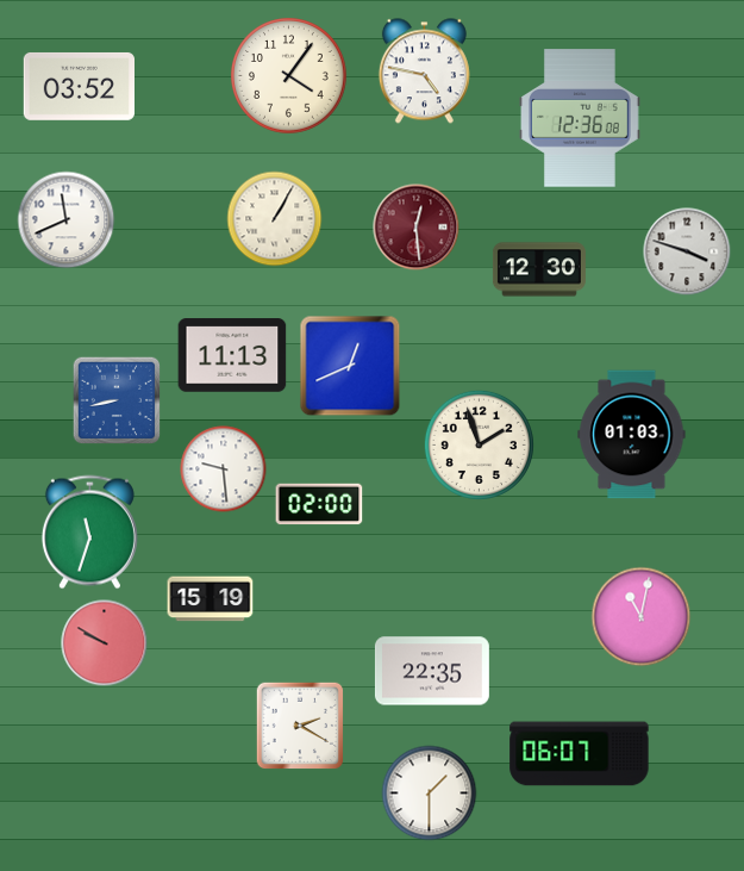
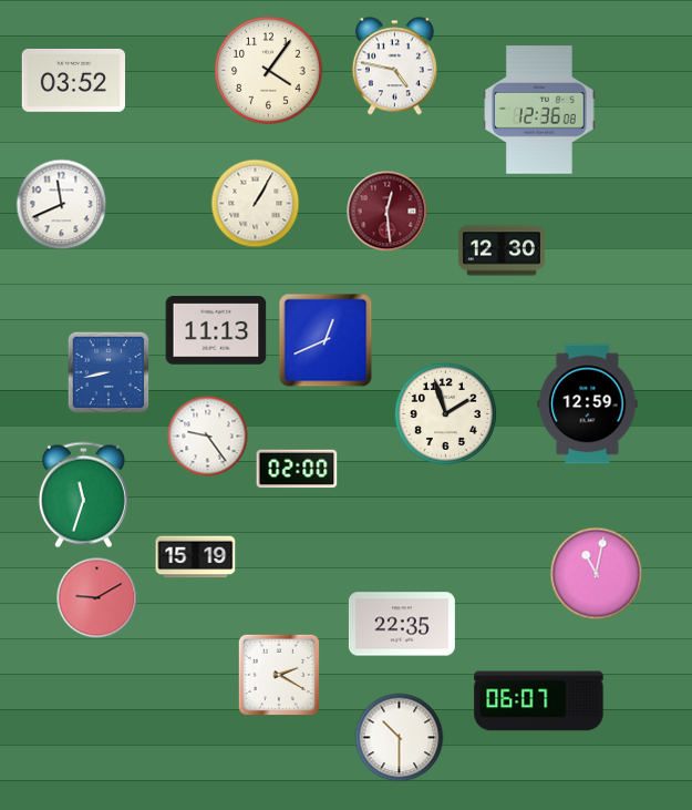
clock at (687, 251): 3:48 -> none
clock at (632, 435): 01:03 -> 12:59
clock at (224, 469): 9:29 -> 9:24
clock at (105, 643): 9:50 -> 9:10
clock at (430, 794): 1:30 -> 10:30
